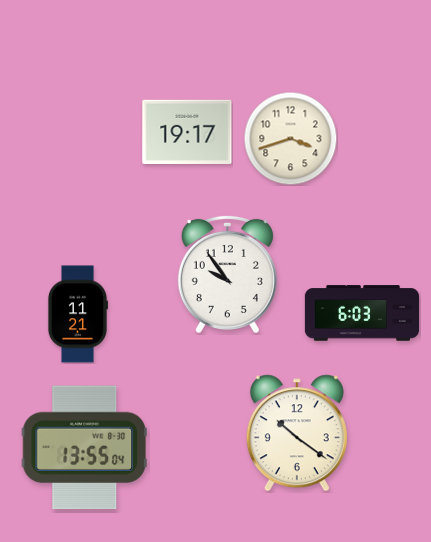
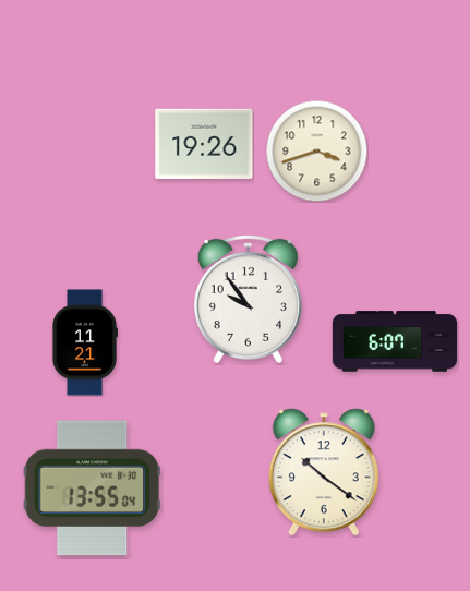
clock at (187, 131): 19:17 -> 19:26
clock at (362, 313): 6:03 -> 6:07
